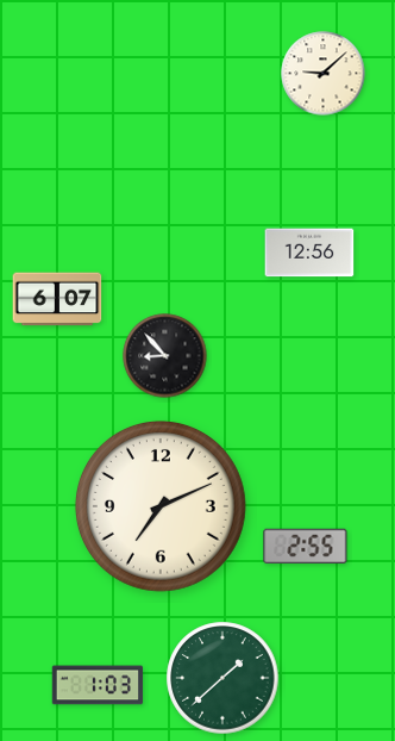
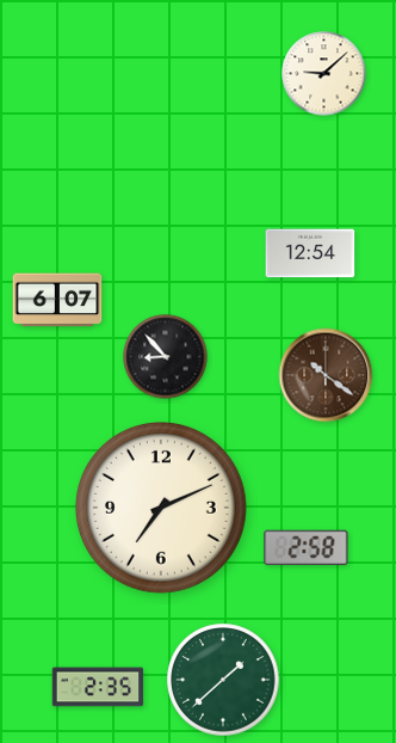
clock at (309, 253): 12:56 -> 12:54
clock at (326, 375): none -> 10:21
clock at (306, 546): 2:55 -> 2:58
clock at (98, 685): 1:03 -> 2:35
